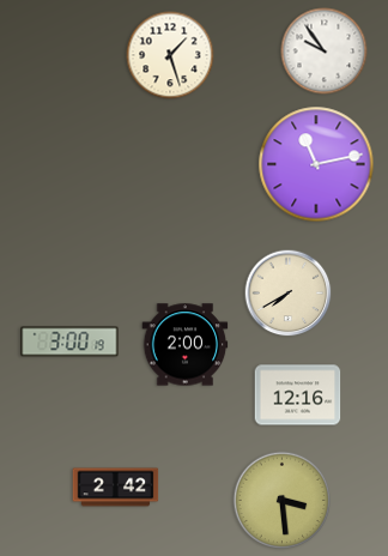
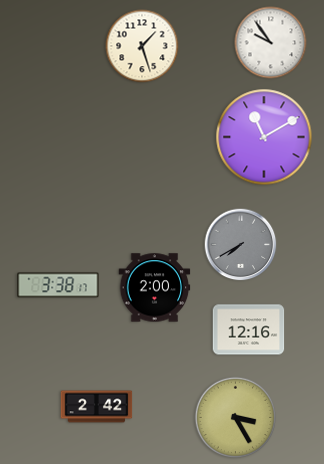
clock at (316, 164): 11:13 -> 11:10
clock at (289, 294) dial: cream -> grey
clock at (69, 342): 3:00 -> 3:38
clock at (283, 501): 3:29 -> 3:25
